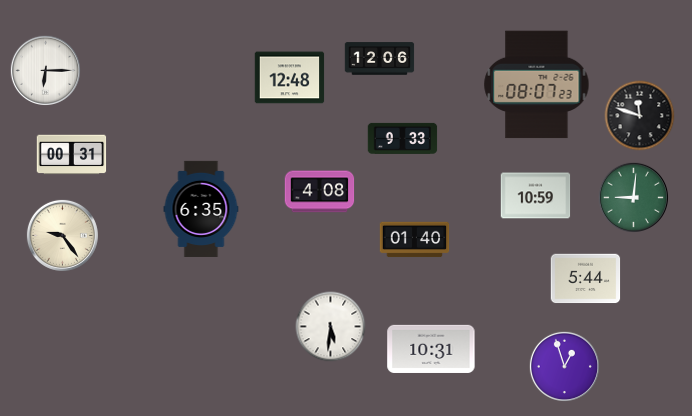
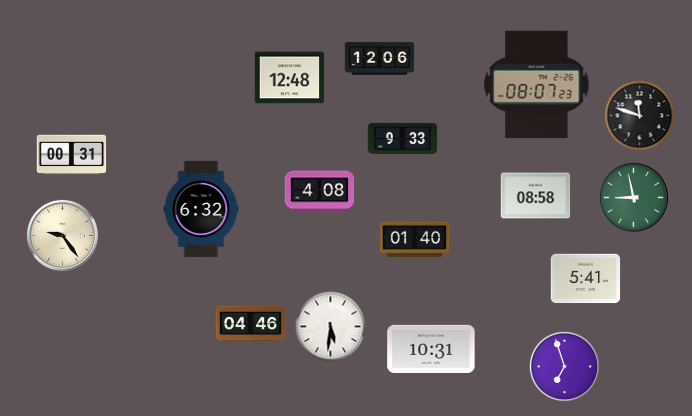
clock at (45, 70): 6:15 -> none
clock at (536, 196): 10:59 -> 08:58
clock at (633, 197): 9:01 -> 8:58
clock at (201, 209): 6:35 -> 6:32
clock at (586, 279): 5:44 -> 5:41
clock at (251, 324): none -> 04:46
clock at (564, 366): 12:57 -> 6:57
